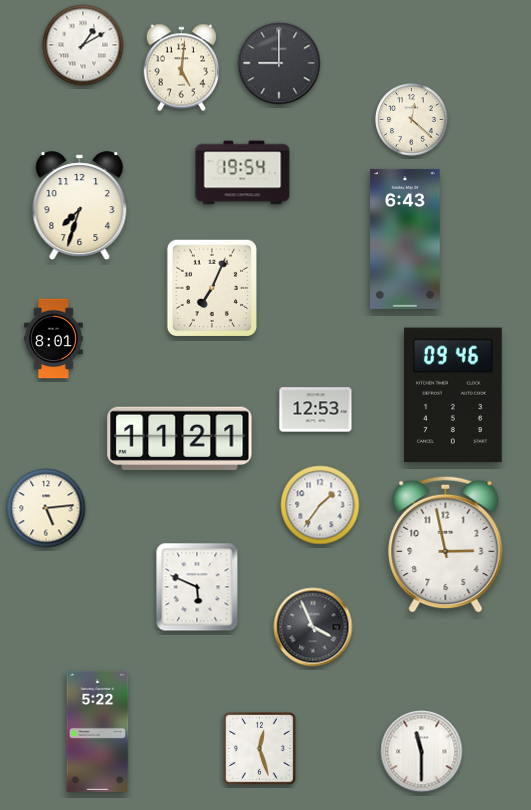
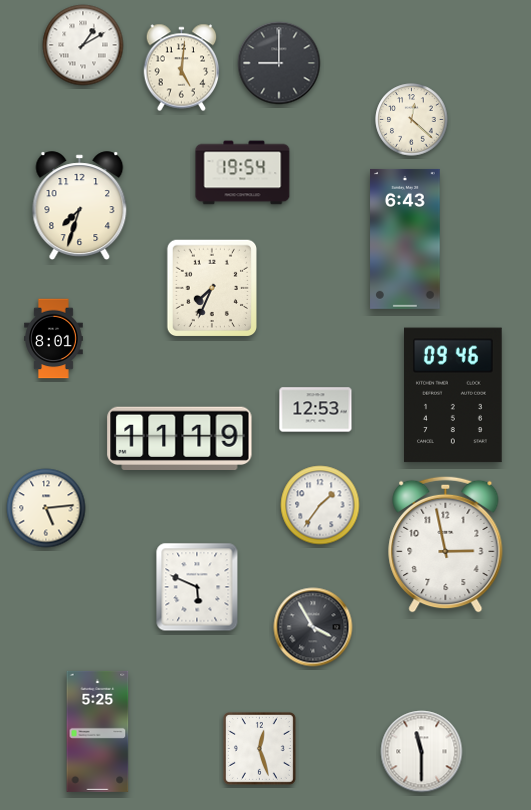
clock at (211, 287): 7:04 -> 7:34
clock at (180, 438): 11:21 -> 11:19
clock at (313, 627): 3:56 -> 3:55
clock at (98, 731): 5:22 -> 5:25
